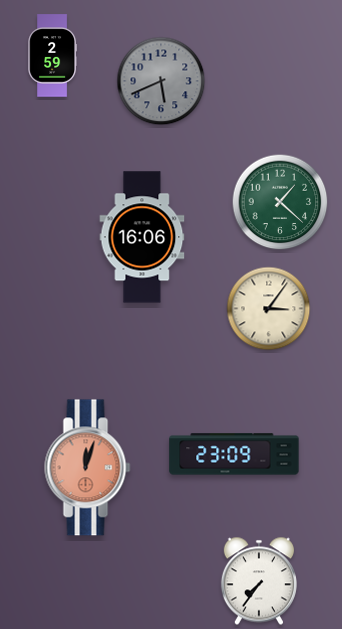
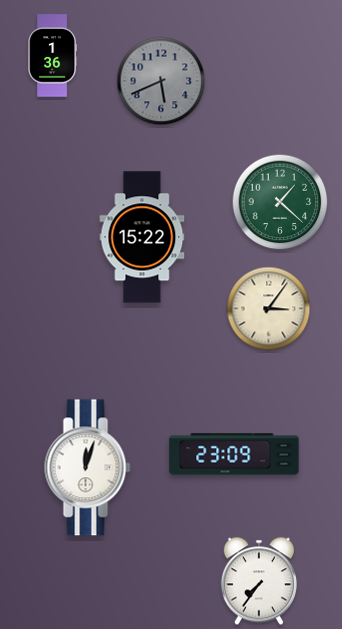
clock at (53, 56): 2:59 -> 1:36
clock at (142, 237): 16:06 -> 15:22
clock at (88, 468) dial: salmon -> white
